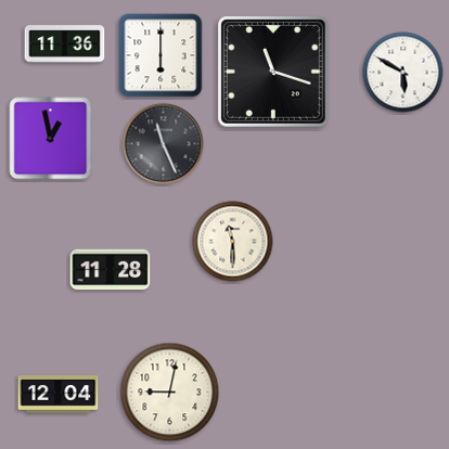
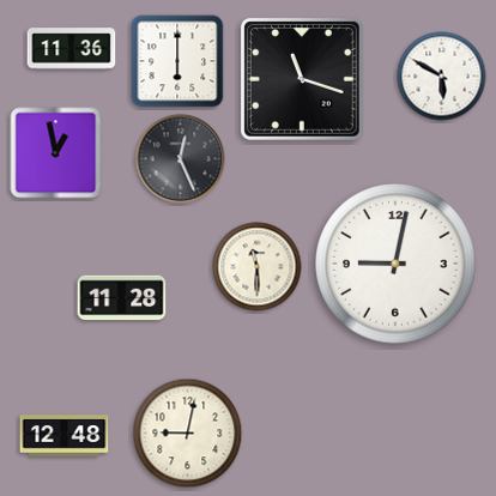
clock at (403, 73) position: (403, 73) -> (442, 77)
clock at (164, 144): 11:26 -> 12:26
clock at (395, 264): none -> 9:02
clock at (59, 395): 12:04 -> 12:48
